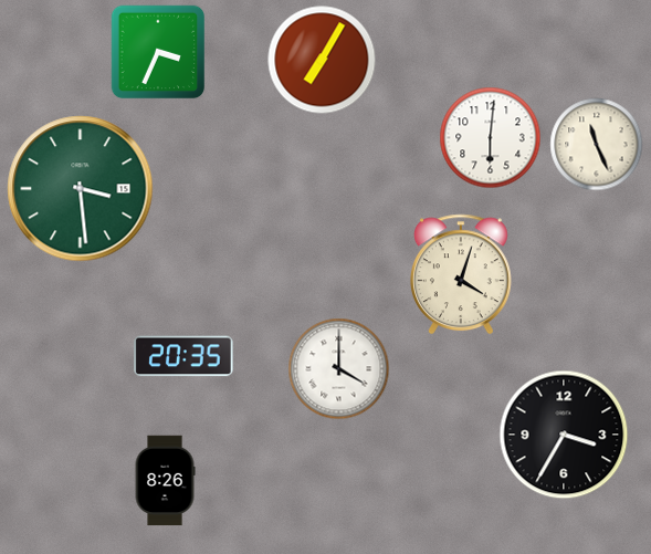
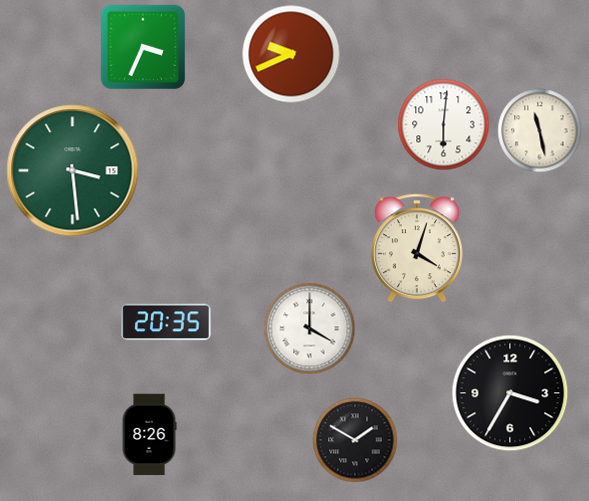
clock at (322, 60): 7:05 -> 9:41
clock at (597, 145): 11:26 -> 11:28
clock at (339, 369) position: (339, 369) -> (310, 329)
clock at (355, 440): none -> 1:50
